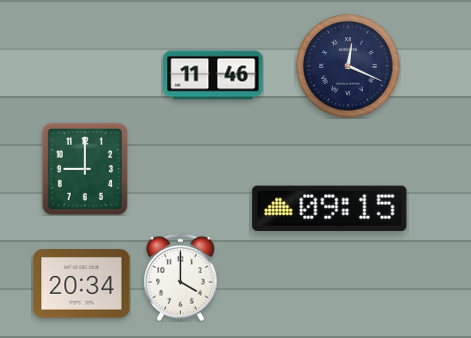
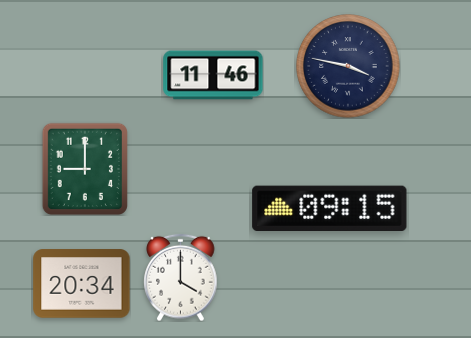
clock at (348, 66): 12:19 -> 3:47
